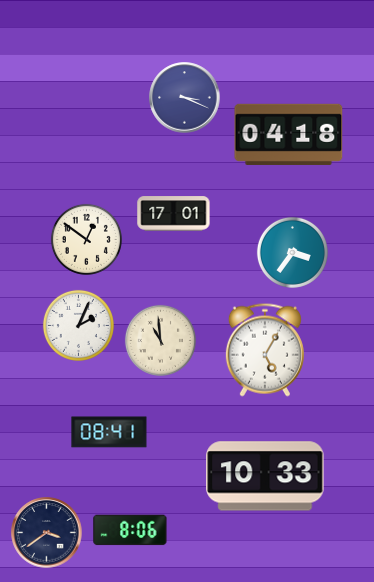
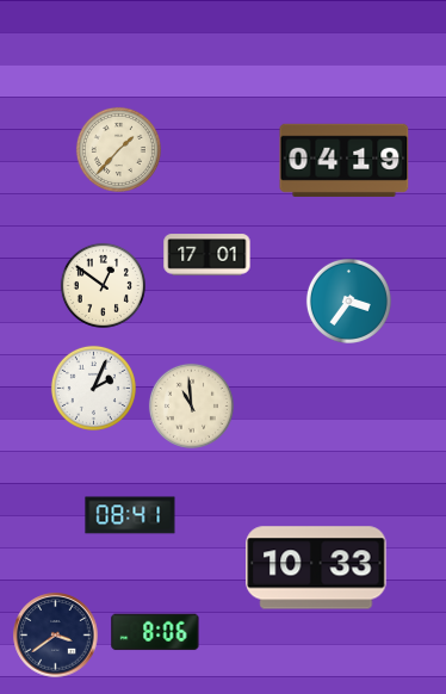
clock at (185, 98): 3:19 -> none
clock at (118, 149): none -> 1:37
clock at (289, 134): 04:18 -> 04:19
clock at (265, 350): 5:05 -> none
